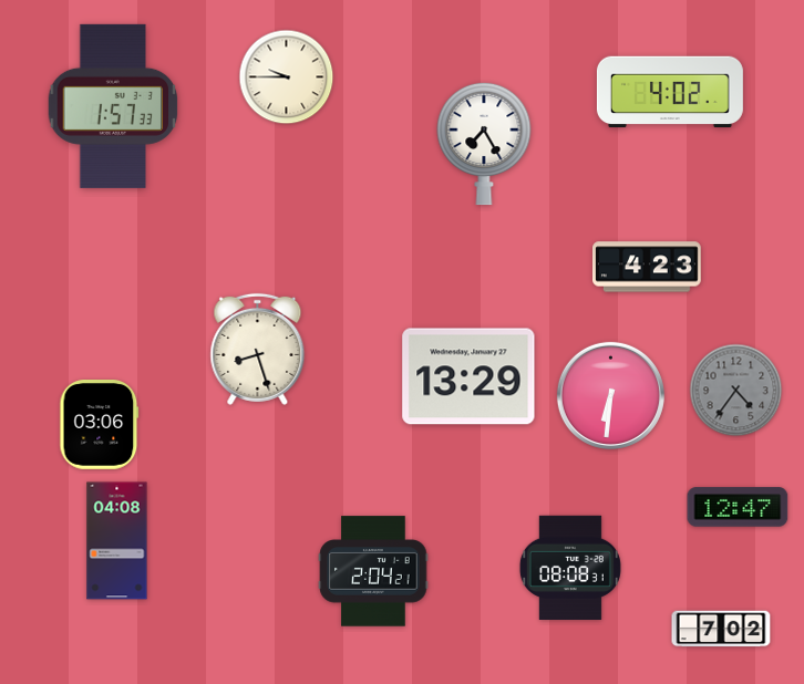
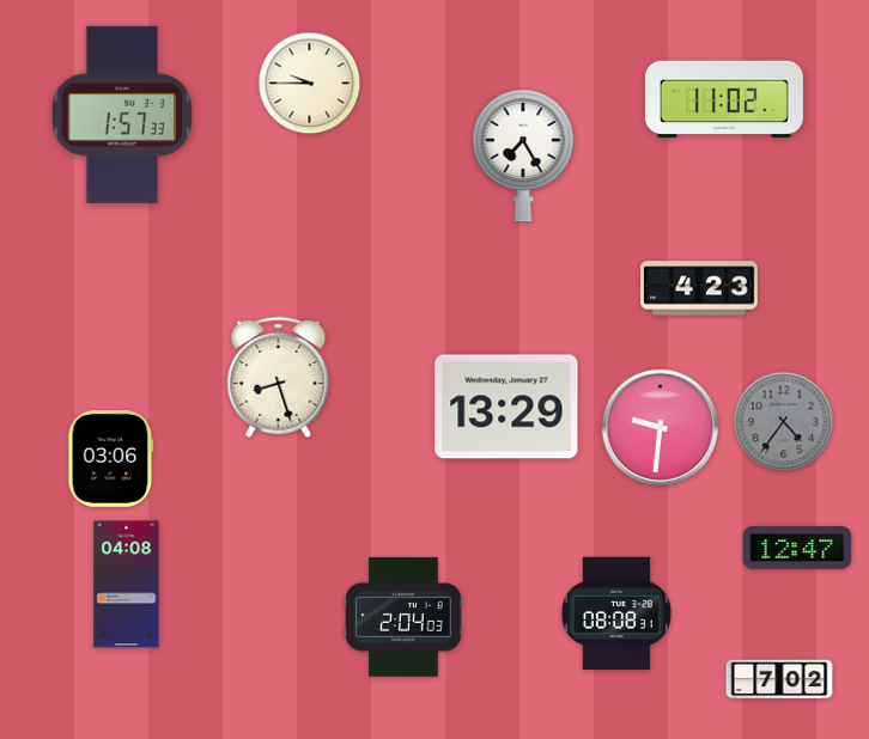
clock at (670, 92): 4:02 -> 11:02
clock at (736, 391) position: (736, 391) -> (784, 422)
clock at (610, 395): 6:31 -> 9:31
clock at (100, 425) position: (100, 425) -> (111, 459)
clock at (373, 571): 2:04:21 -> 2:04:03
